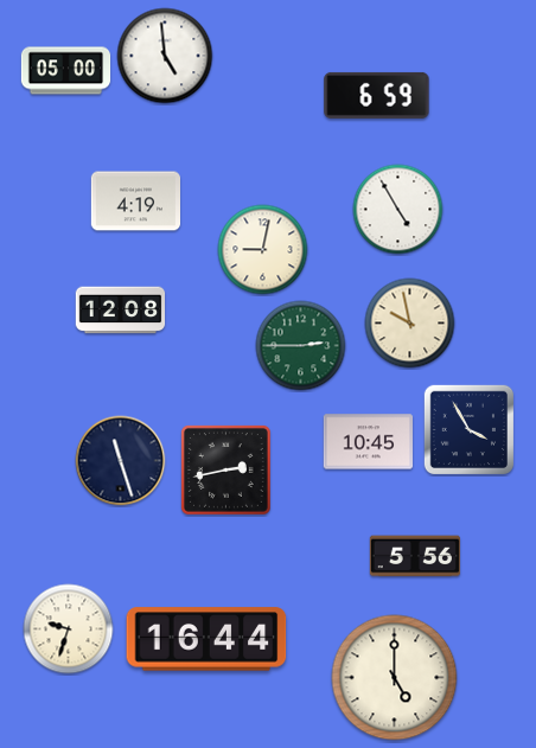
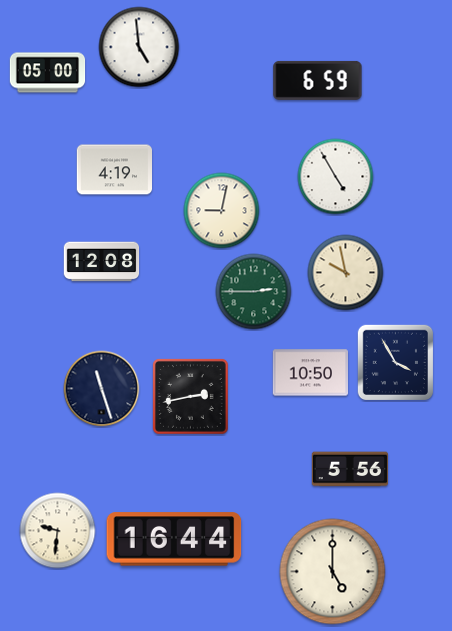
clock at (66, 71) position: (66, 71) -> (48, 73)
clock at (368, 442): 10:45 -> 10:50
clock at (69, 629): 9:33 -> 9:31
